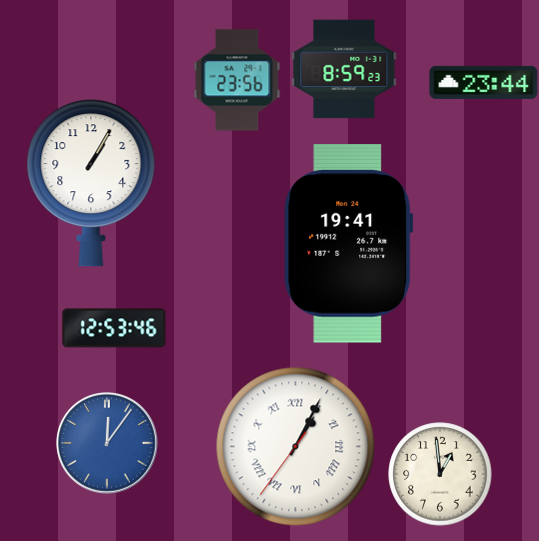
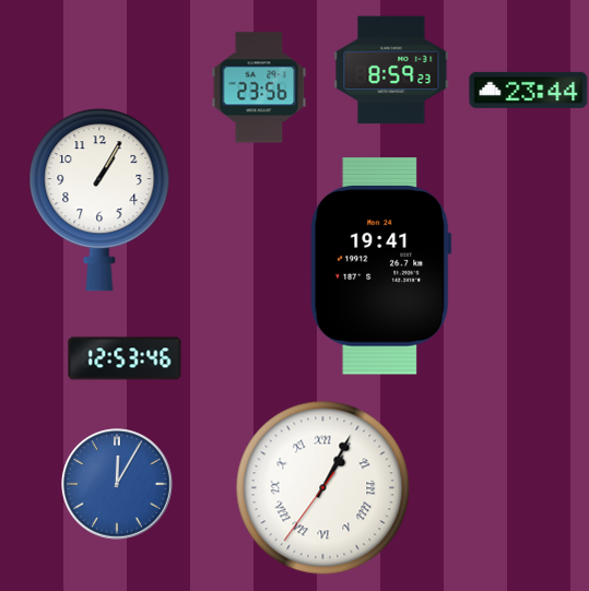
clock at (344, 69) position: (344, 69) -> (391, 70)
clock at (108, 444): 12:06 -> 12:05
clock at (440, 474): 12:59 -> none
